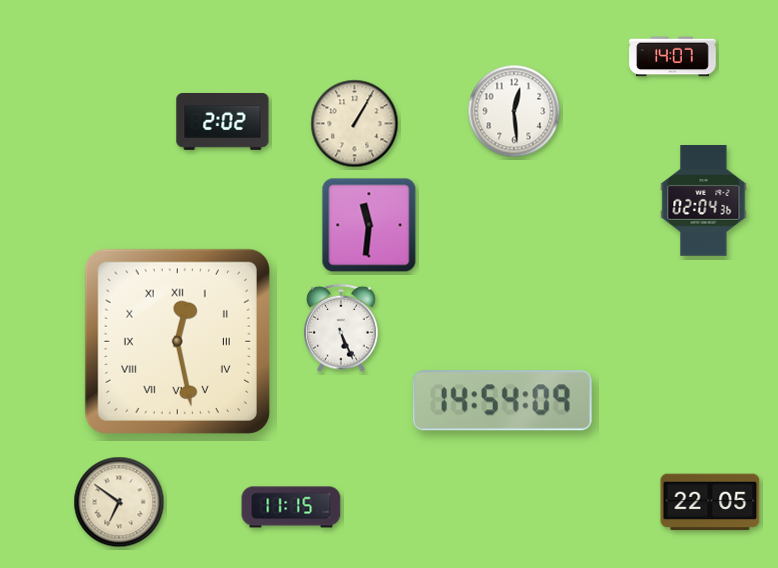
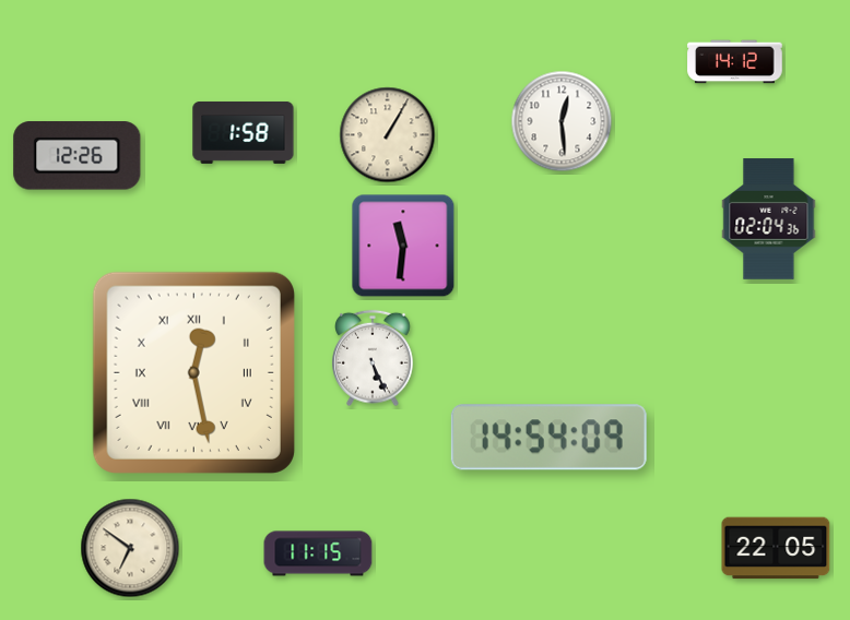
clock at (673, 57): 14:07 -> 14:12
clock at (223, 121): 2:02 -> 1:58
clock at (78, 156): none -> 12:26
